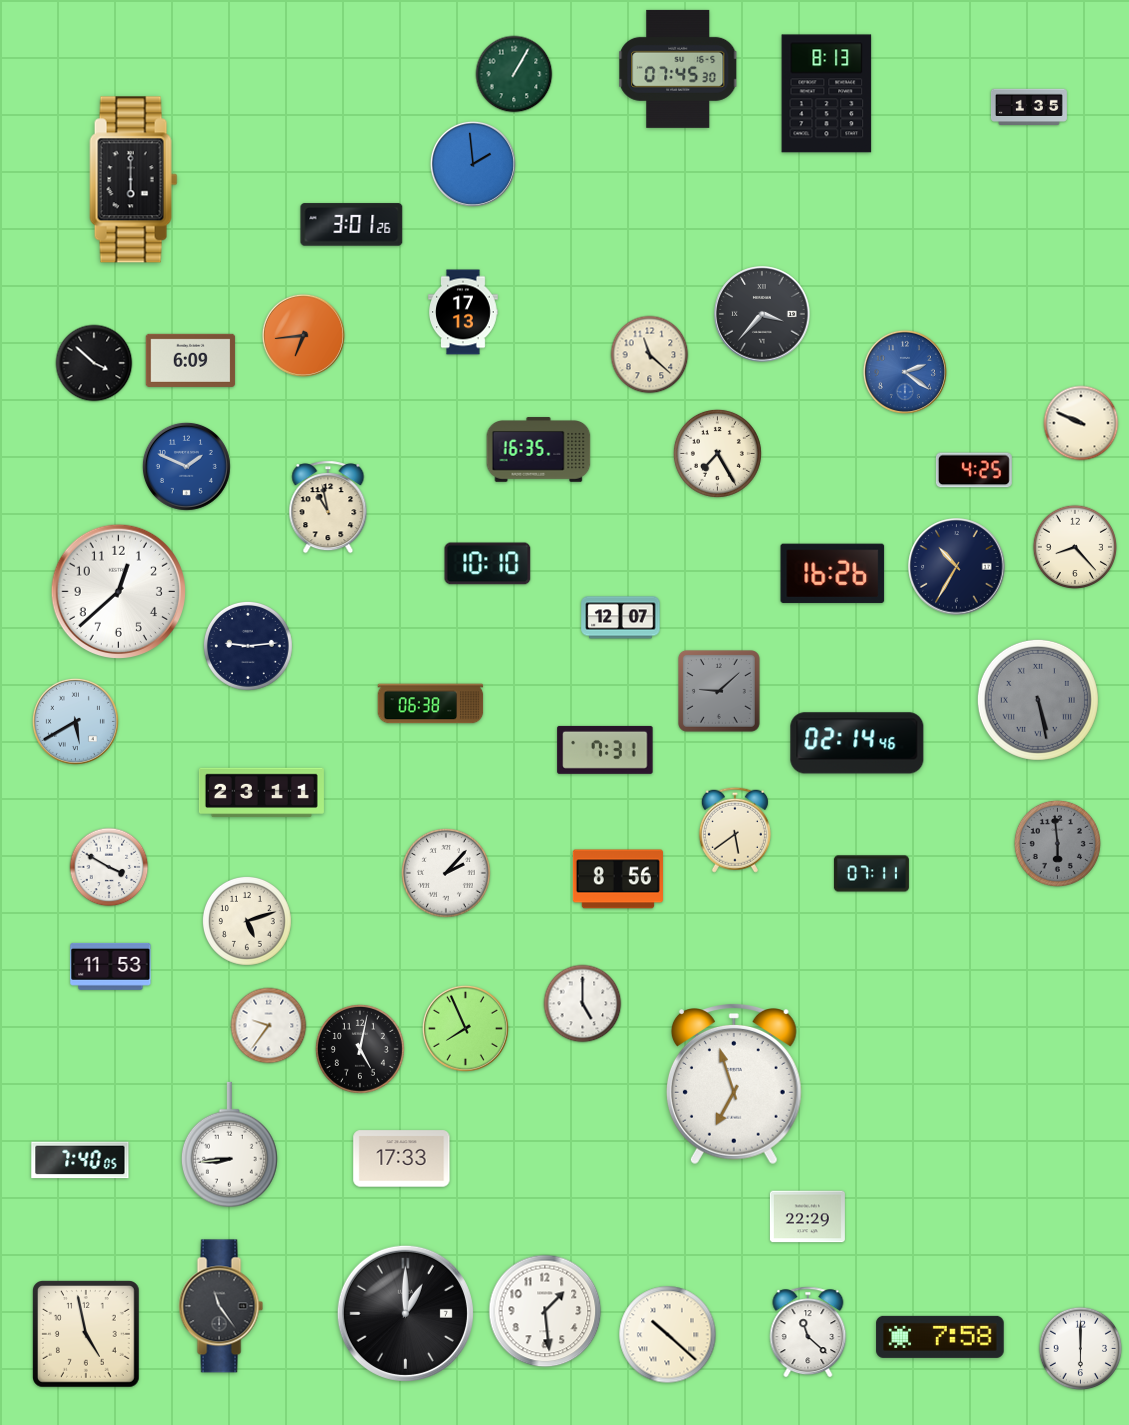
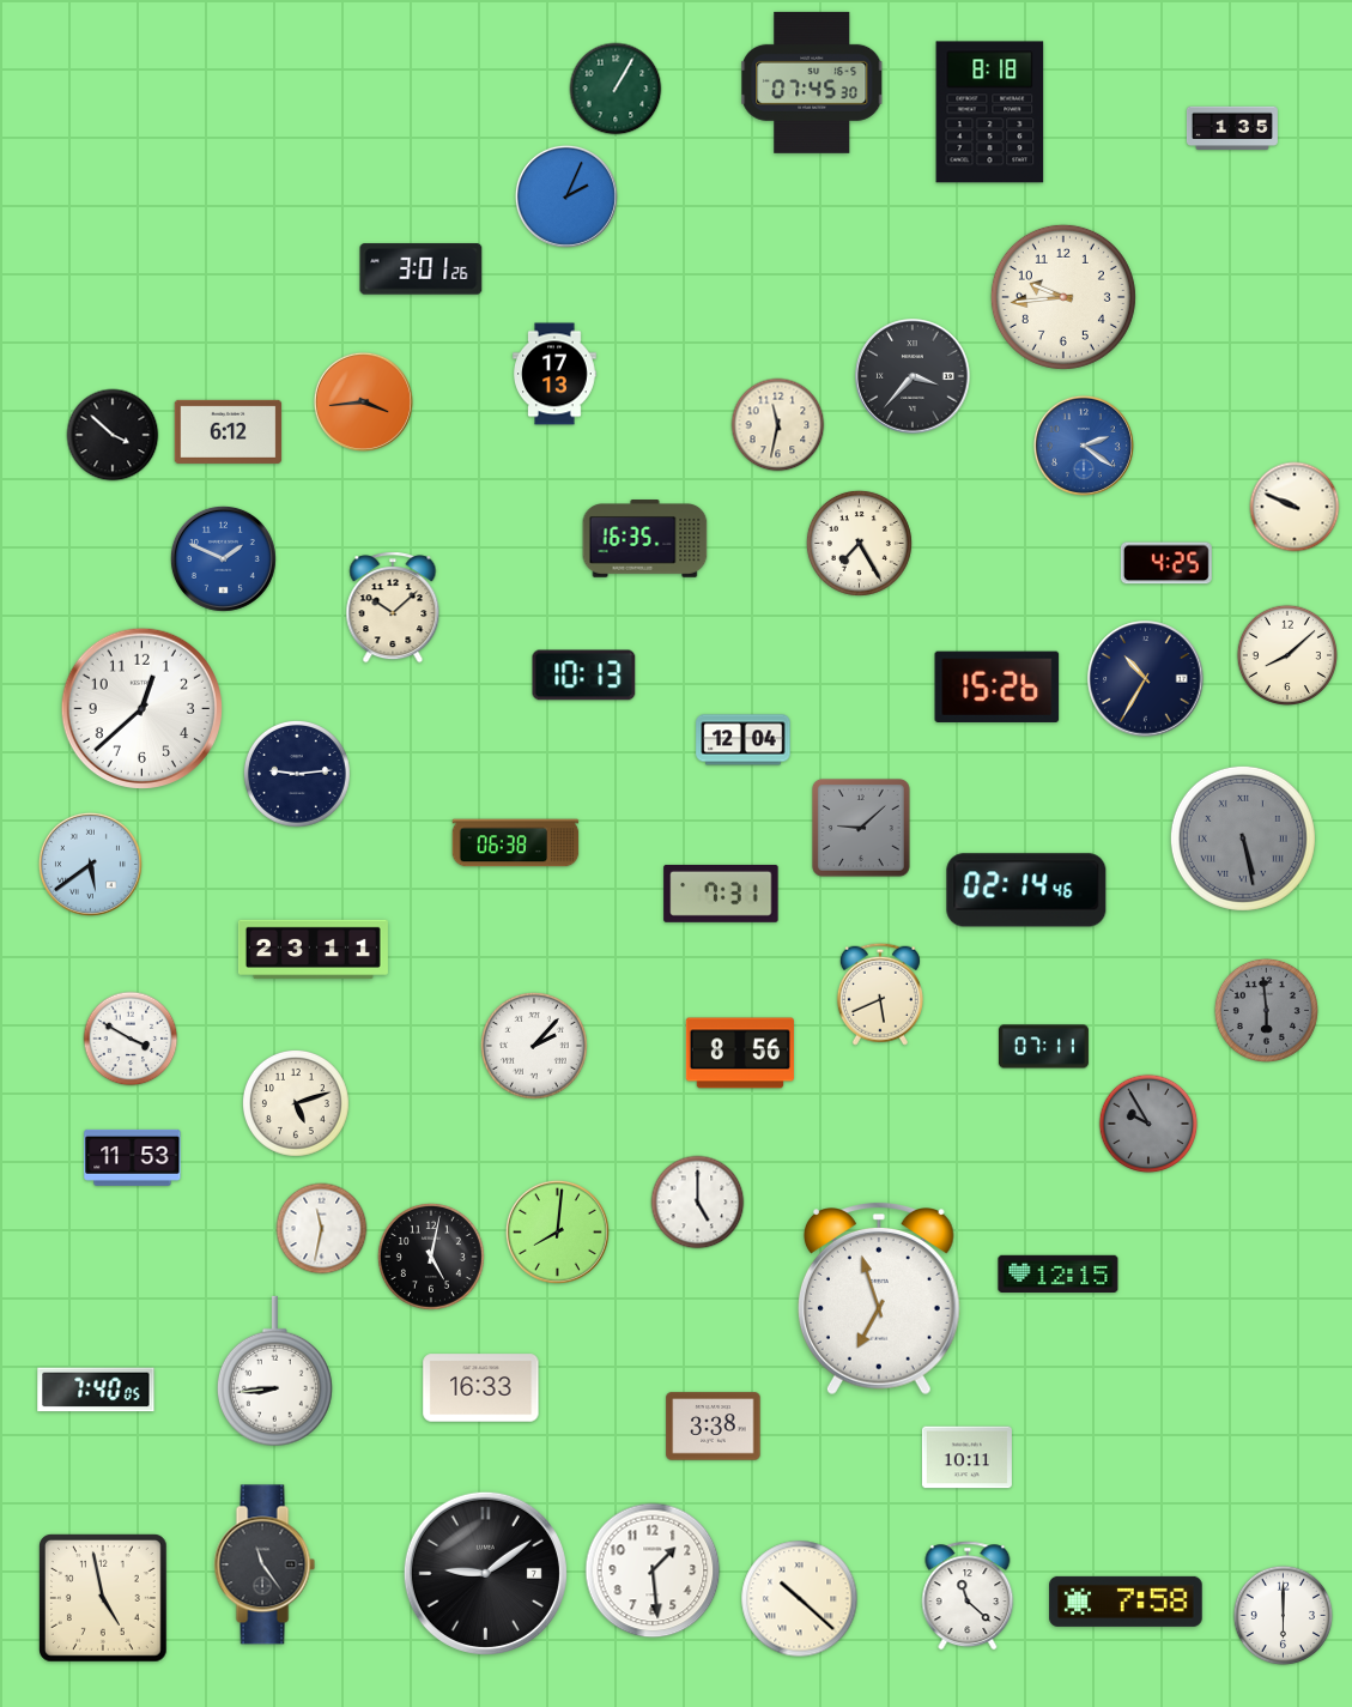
clock at (827, 94): 8:13 -> 8:18
clock at (473, 164): 1:59 -> 2:04
clock at (134, 180): 6:00 -> none
clock at (1063, 297): none -> 9:44
clock at (303, 335): 6:44 -> 3:44
clock at (650, 355): 11:22 -> 11:32
clock at (191, 360): 6:09 -> 6:12
clock at (328, 507): 10:58 -> 10:08
clock at (1074, 546): 8:23 -> 8:08
clock at (488, 564): 10:10 -> 10:13
clock at (833, 573): 16:26 -> 15:26
clock at (621, 618): 12:07 -> 12:04
clock at (75, 721): 5:40 -> 5:39
clock at (605, 750) position: (605, 750) -> (721, 894)
clock at (735, 830): 5:39 -> 5:41
clock at (1148, 1124): none -> 9:55
clock at (269, 1026): 9:36 -> 11:32
clock at (465, 1028): 7:56 -> 8:01
clock at (1059, 1273): none -> 12:15
clock at (402, 1159): 17:33 -> 16:33
clock at (714, 1427): none -> 3:38
clock at (807, 1217): 22:29 -> 10:11
clock at (405, 1313): 1:00 -> 9:09
clock at (1081, 1349) position: (1081, 1349) -> (1284, 1616)
